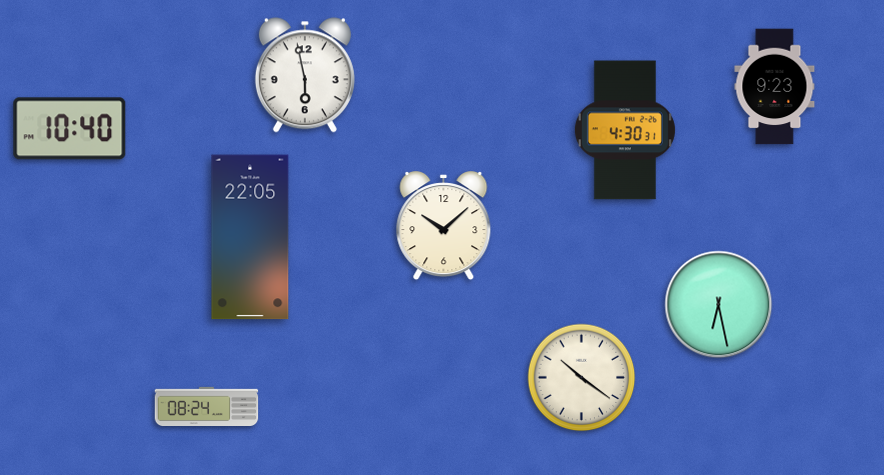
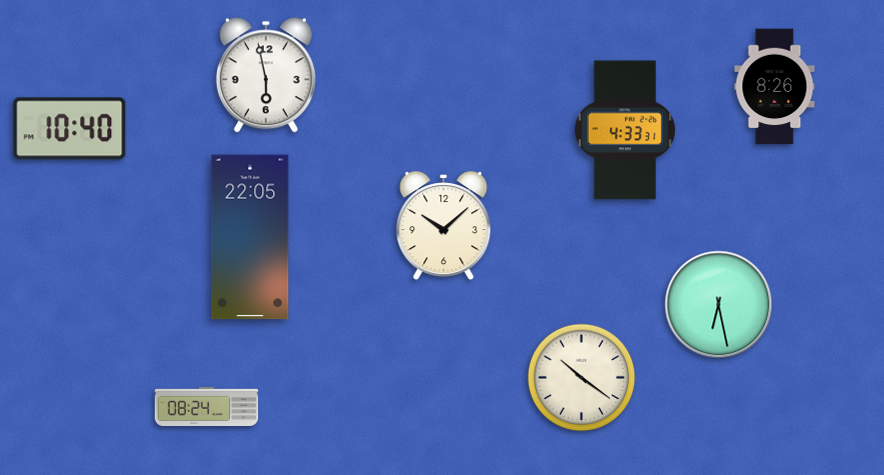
clock at (305, 75) position: (305, 75) -> (266, 75)
clock at (775, 87): 9:23 -> 8:26
clock at (625, 130): 4:30 -> 4:33
